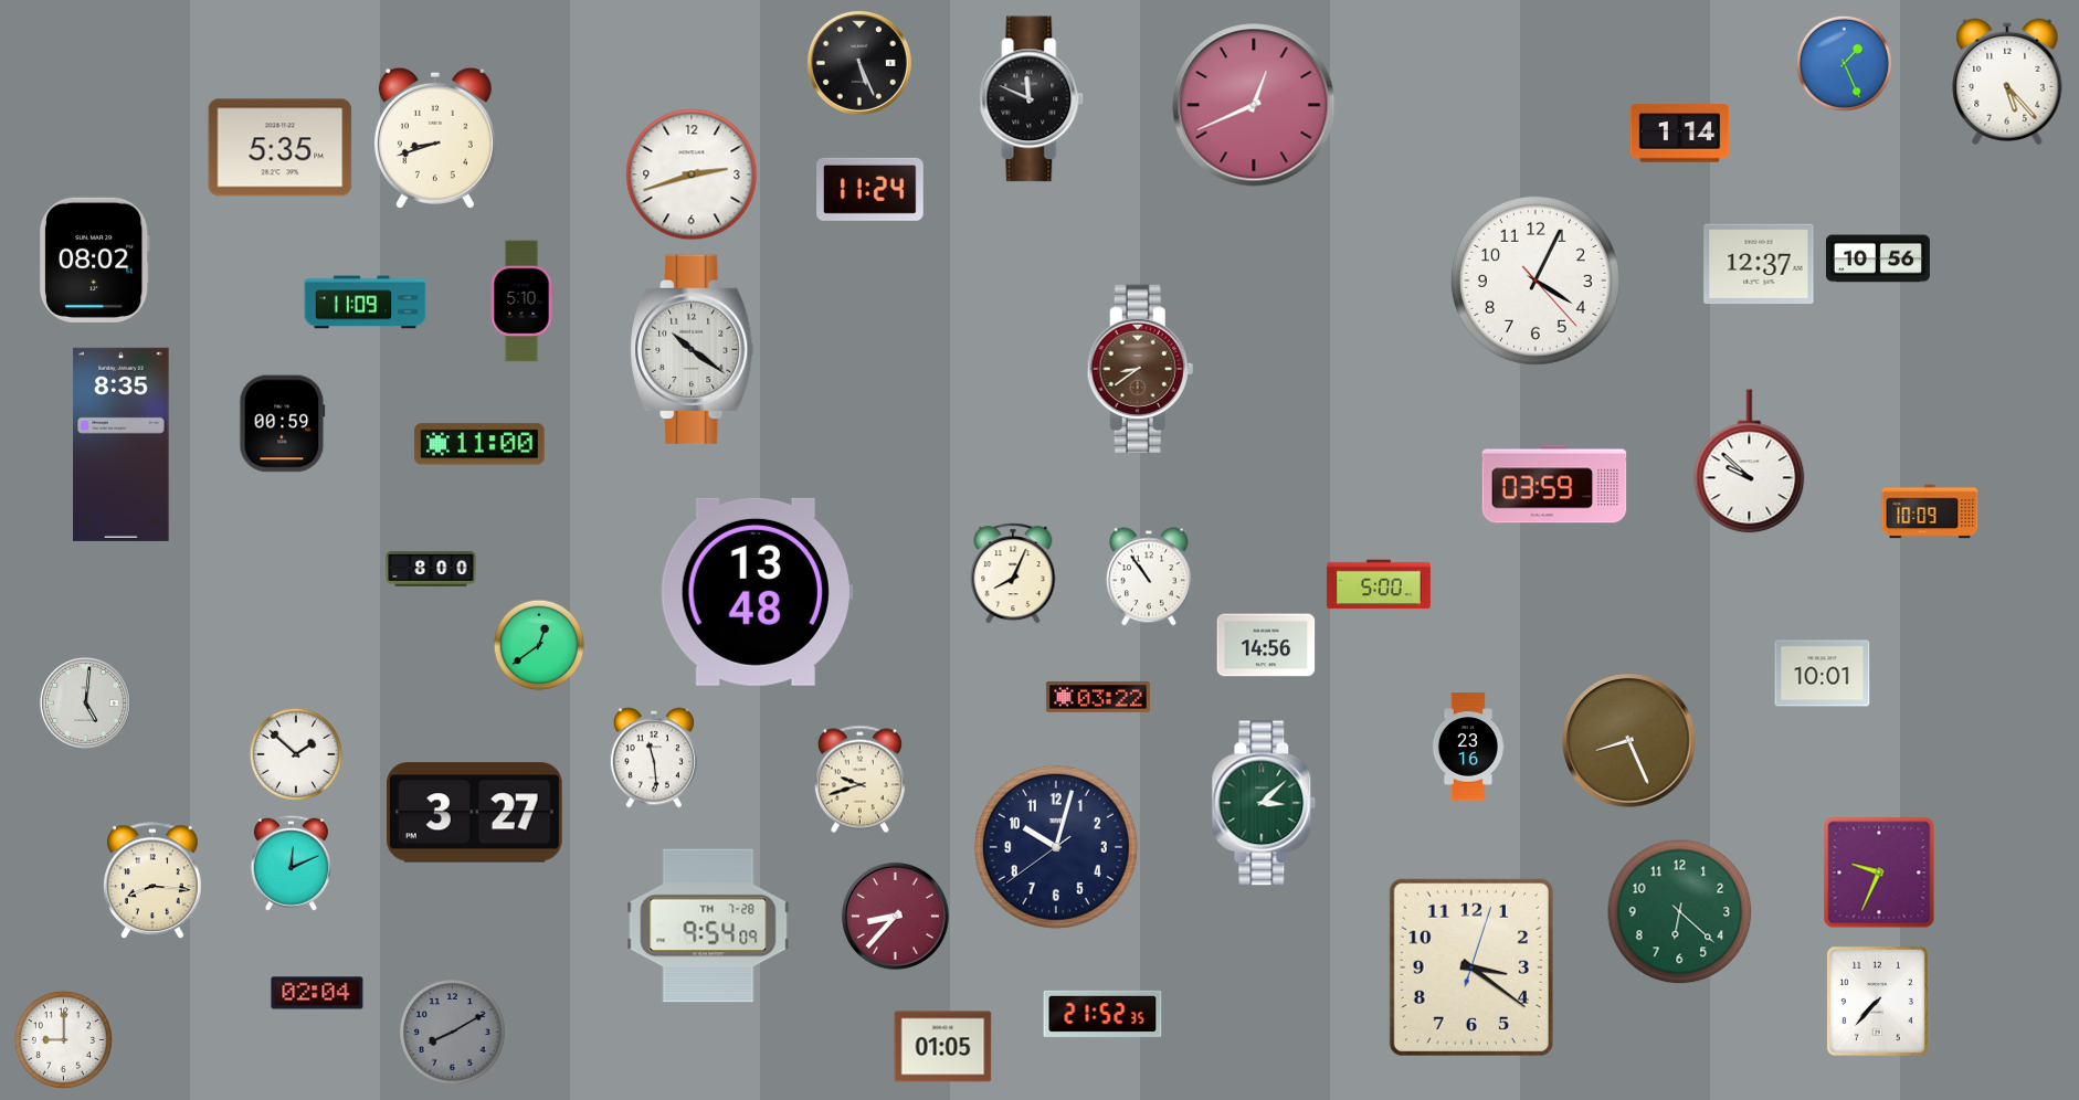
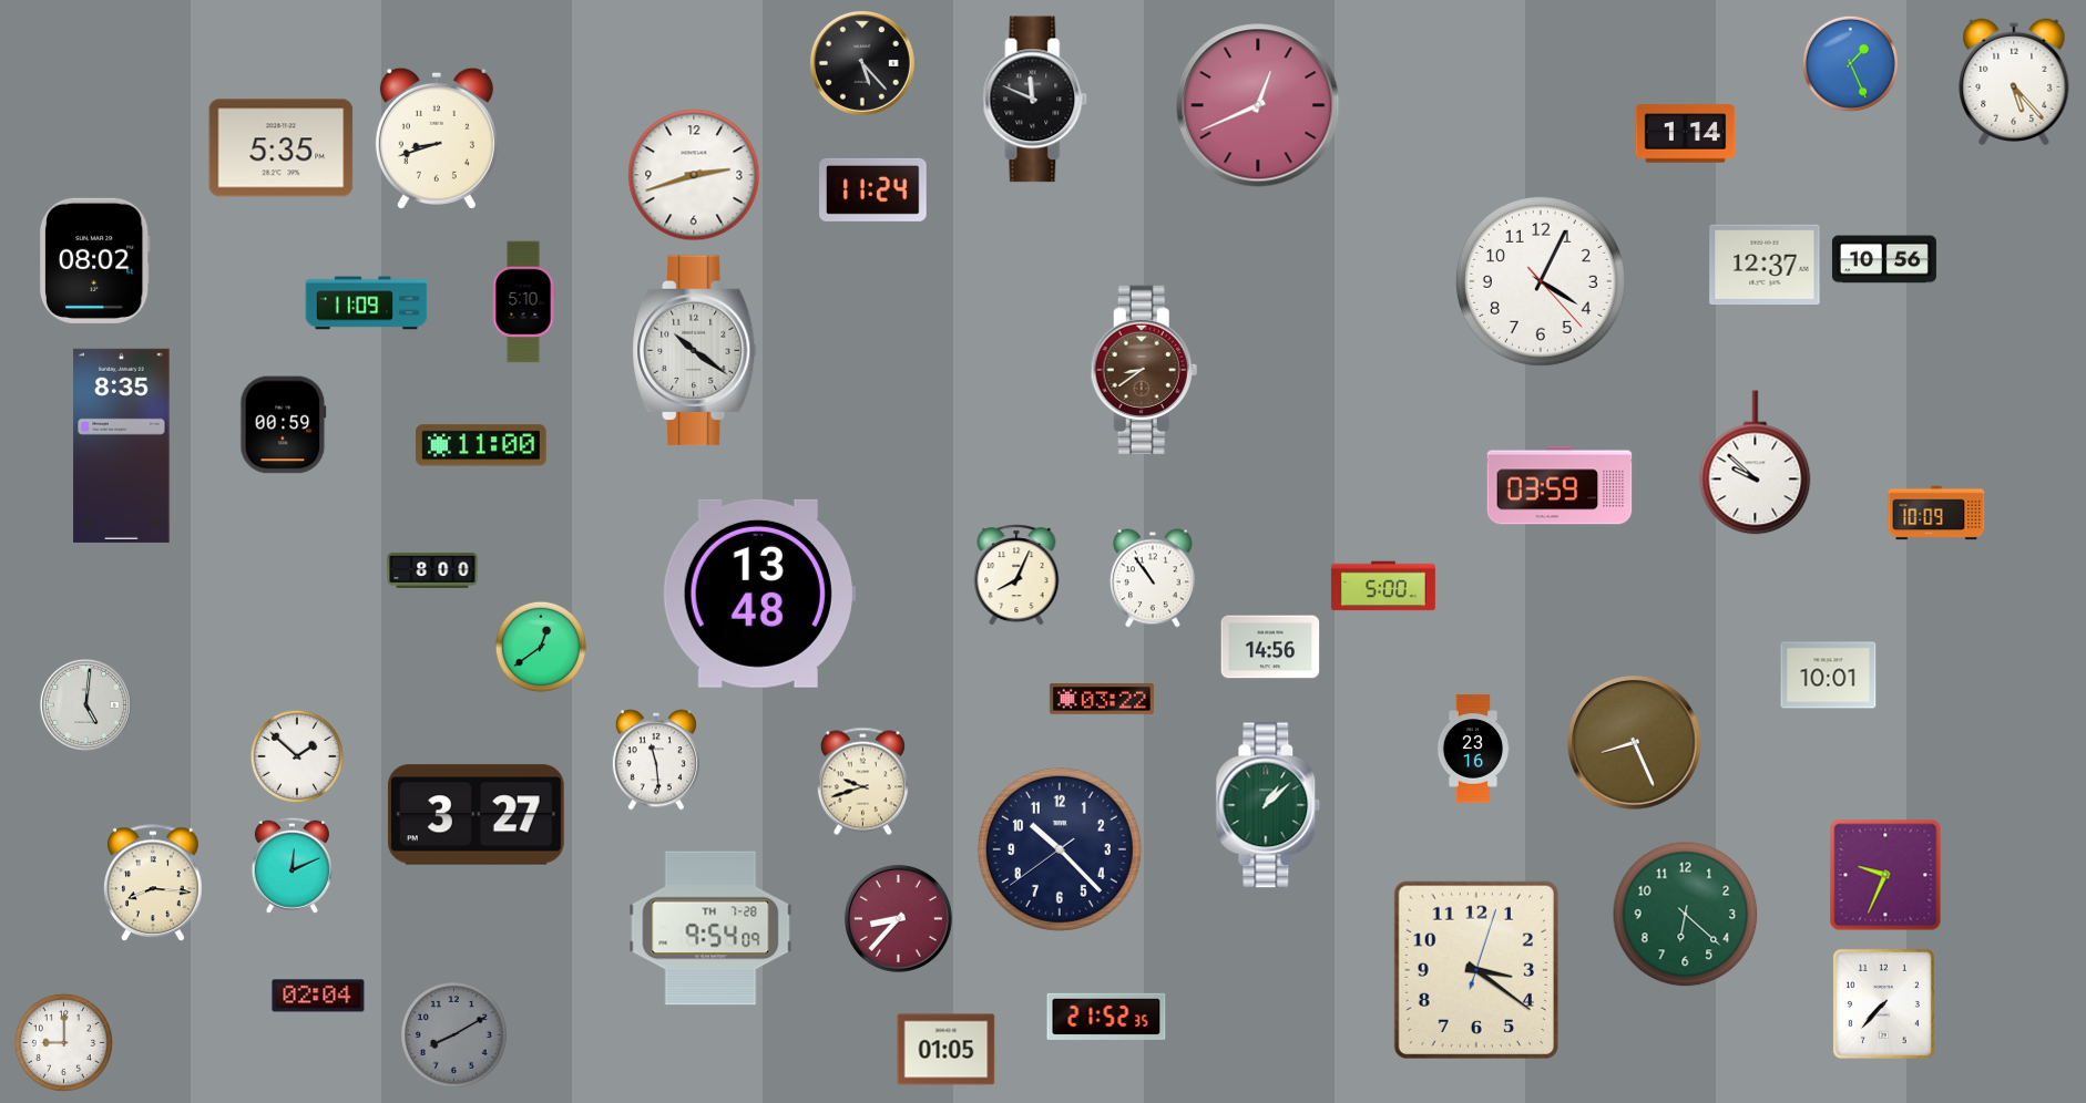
clock at (859, 63): 5:26 -> 5:23
clock at (1264, 803): 3:08 -> 1:08
clock at (1056, 847): 10:02 -> 10:22
